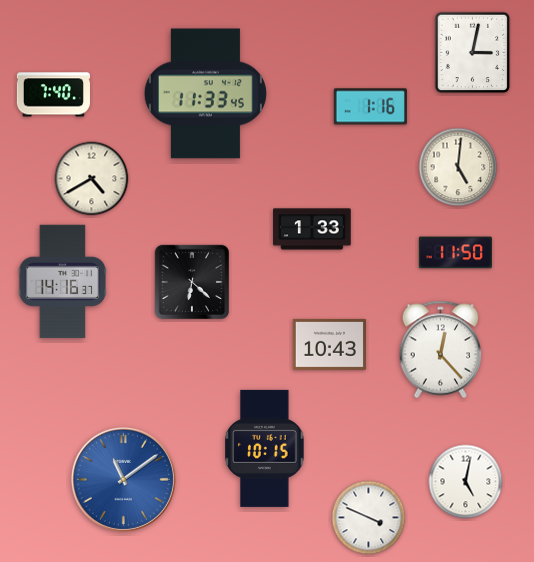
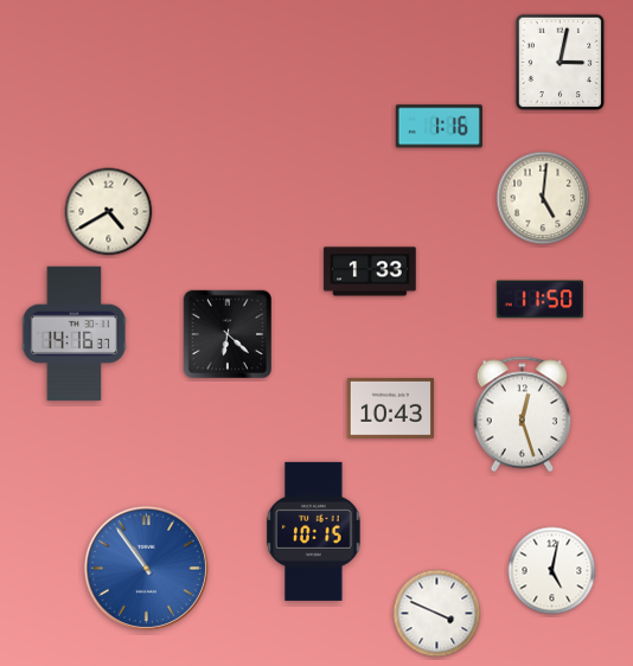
clock at (205, 94): 11:33 -> none
clock at (53, 95): 7:40 -> none
clock at (440, 350): 12:23 -> 12:27
clock at (123, 479): 11:09 -> 10:54
